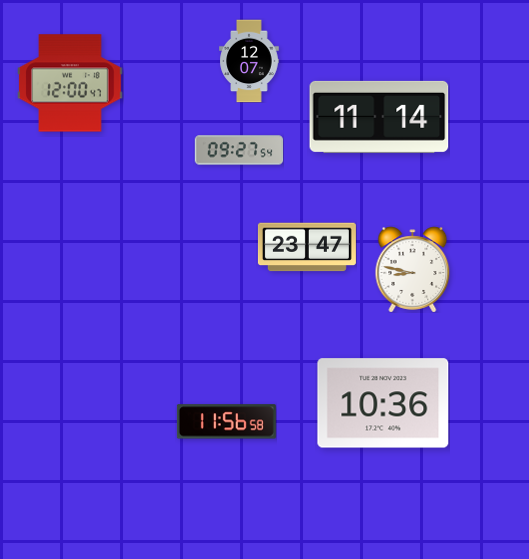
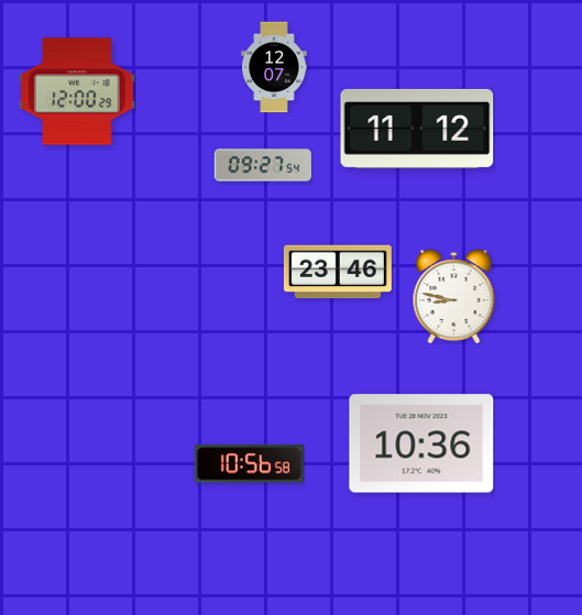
clock at (70, 83): 12:00:47 -> 12:00:29
clock at (379, 117): 11:14 -> 11:12
clock at (307, 247): 23:47 -> 23:46
clock at (226, 422): 11:56 -> 10:56
